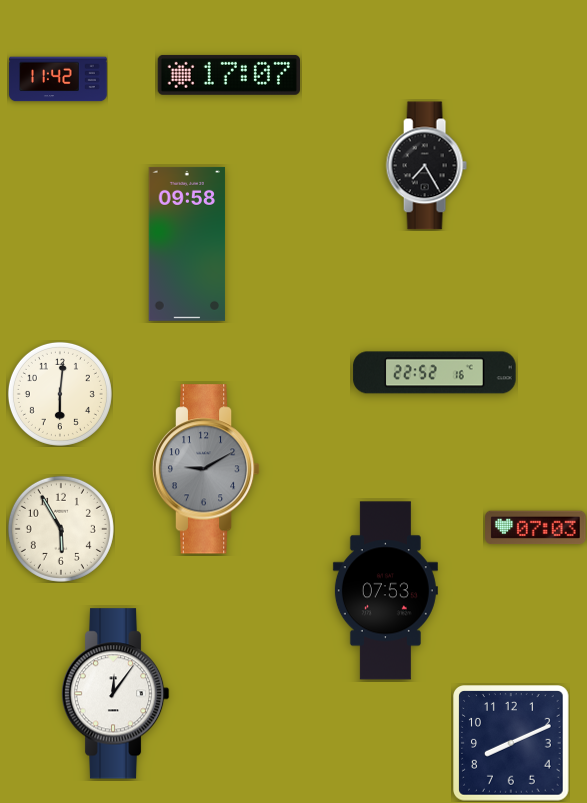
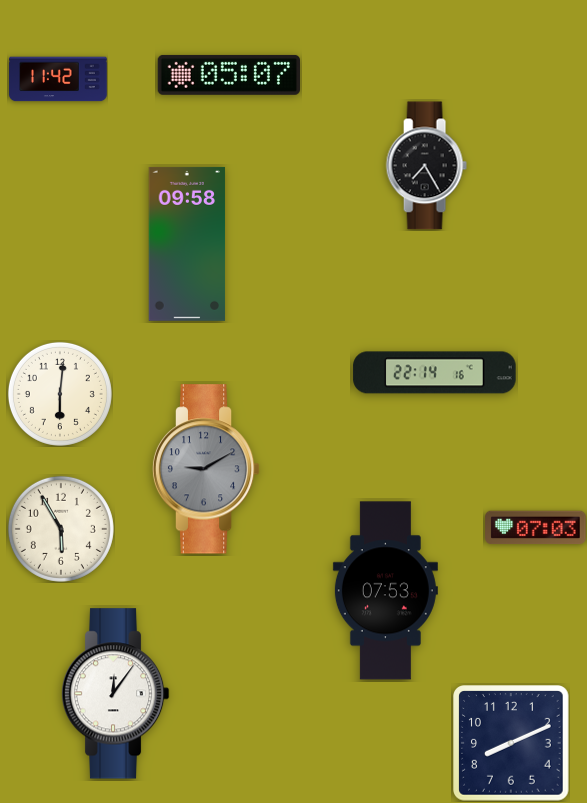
clock at (228, 75): 17:07 -> 05:07
clock at (435, 373): 22:52 -> 22:14
